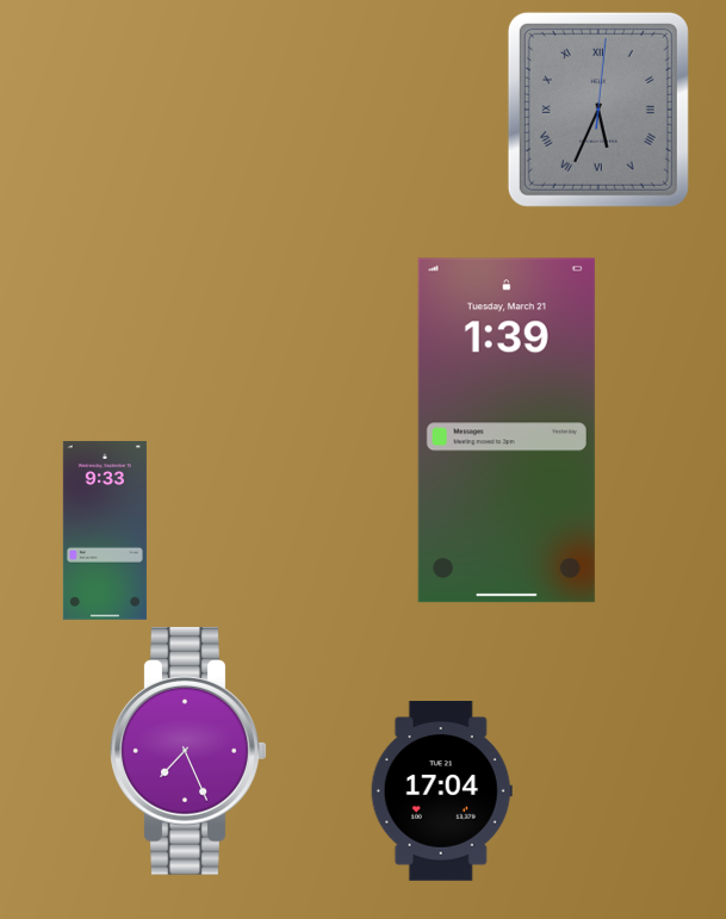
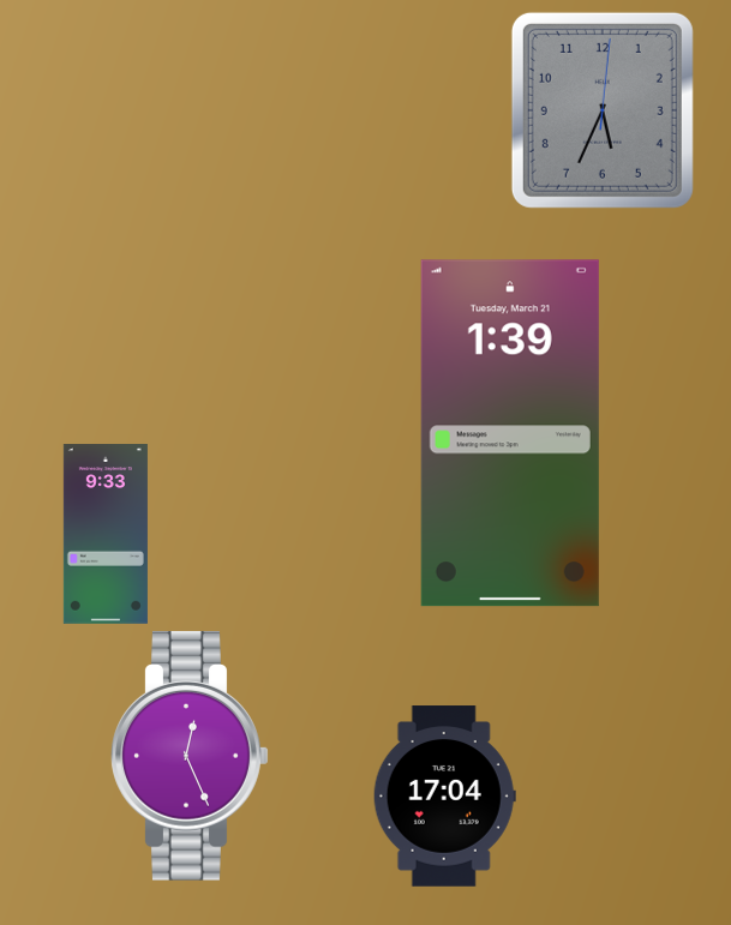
clock at (598, 110) numerals: Roman -> Arabic
clock at (188, 751): 7:26 -> 12:26
